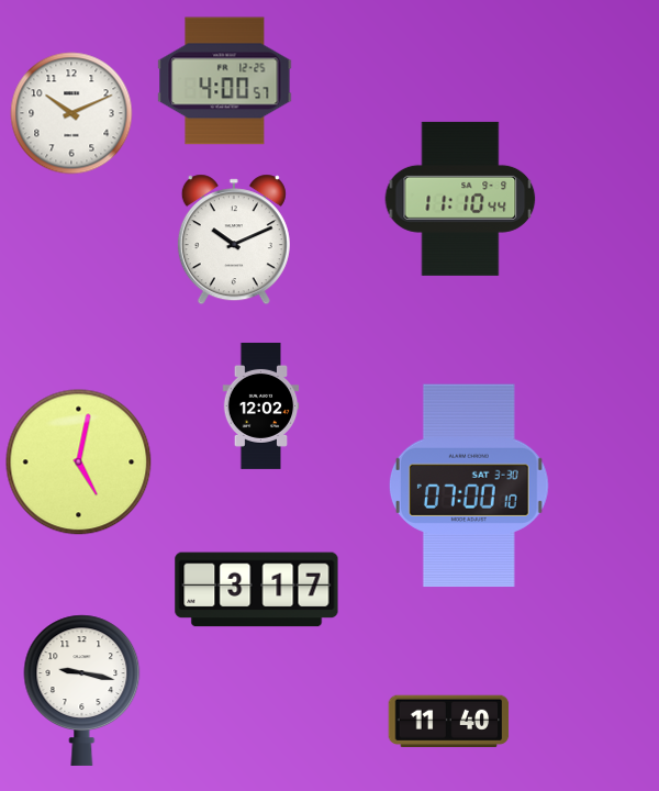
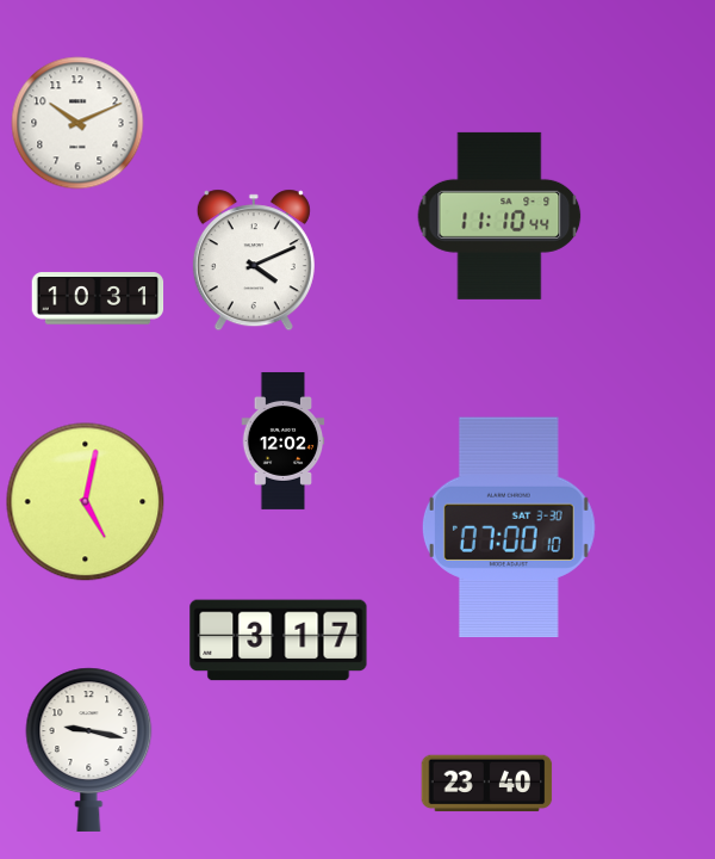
clock at (225, 81): 4:00 -> none
clock at (234, 239): 10:11 -> 4:11
clock at (98, 298): none -> 10:31
clock at (449, 722): 11:40 -> 23:40
